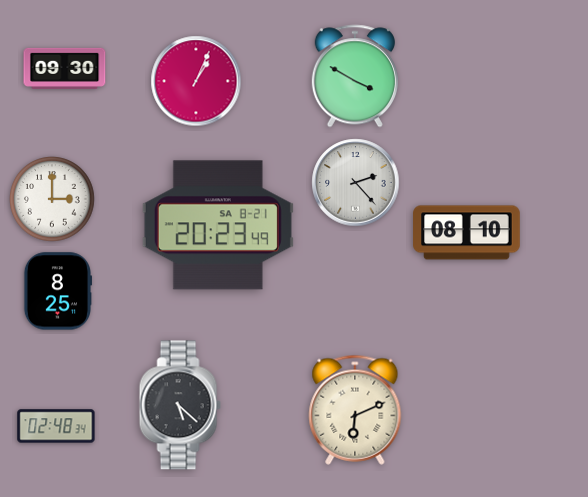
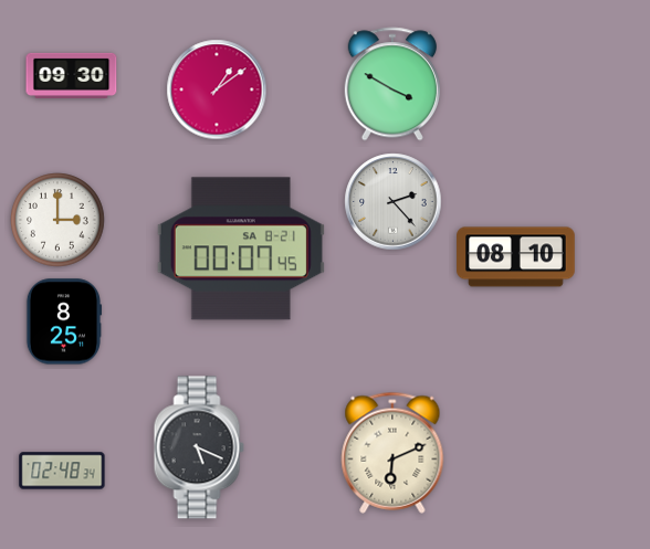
clock at (196, 81): 1:04 -> 1:09
clock at (218, 225): 20:23 -> 00:07
clock at (180, 405): 5:22 -> 5:19
